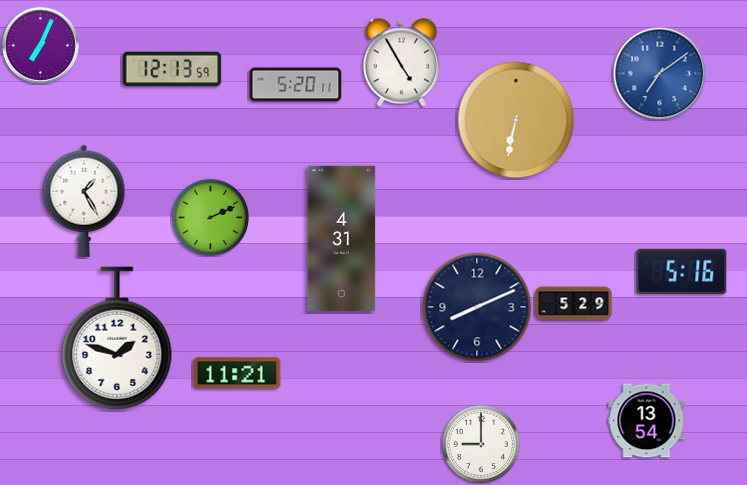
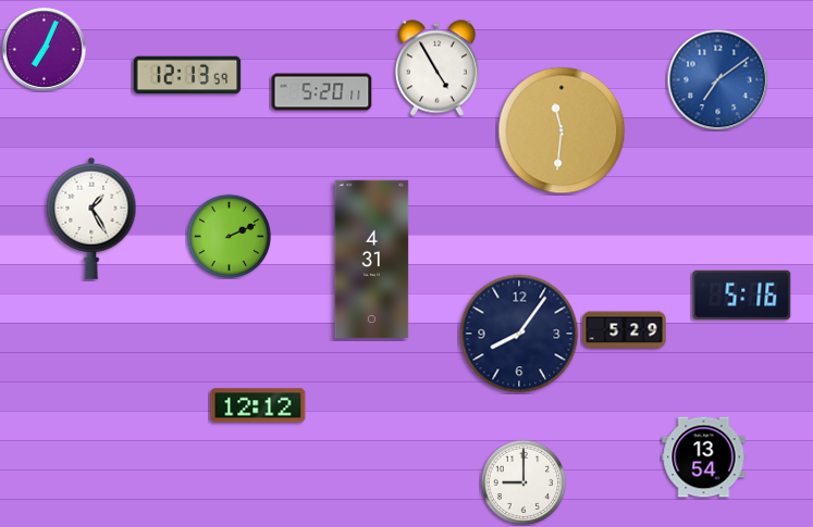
clock at (516, 120): 6:32 -> 11:31
clock at (477, 307): 8:11 -> 8:06
clock at (117, 338): 1:48 -> none
clock at (237, 373): 11:21 -> 12:12
